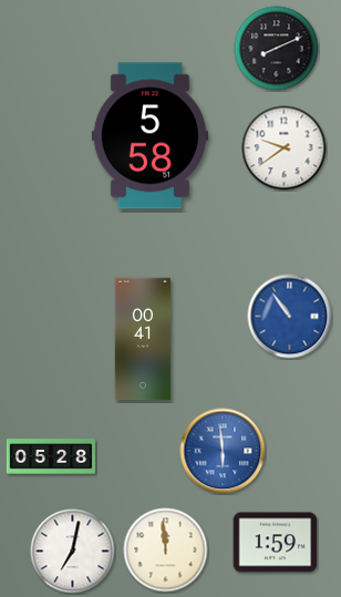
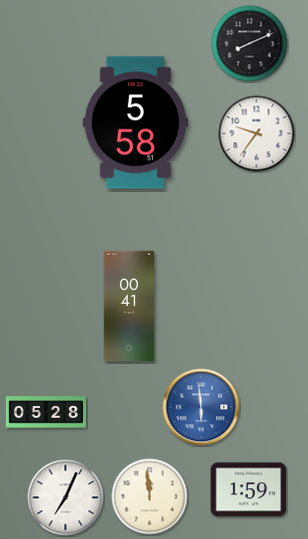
clock at (285, 148): 9:39 -> 9:36
clock at (290, 317): 10:54 -> none
clock at (73, 552): 7:02 -> 7:04
